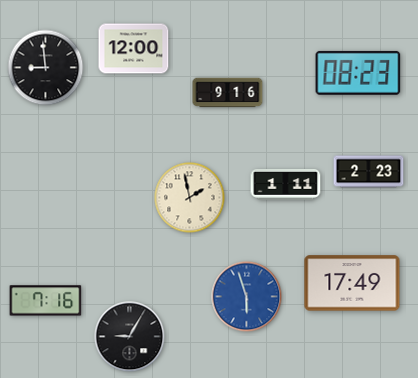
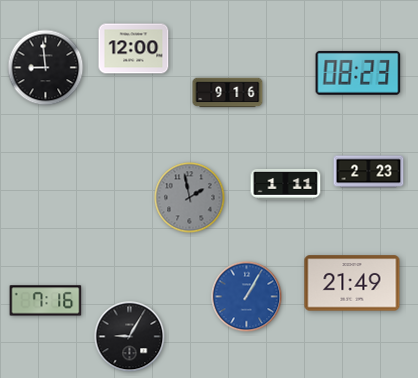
clock at (190, 198) dial: cream -> grey
clock at (352, 283): 17:49 -> 21:49
clock at (247, 297): 5:57 -> 1:05
